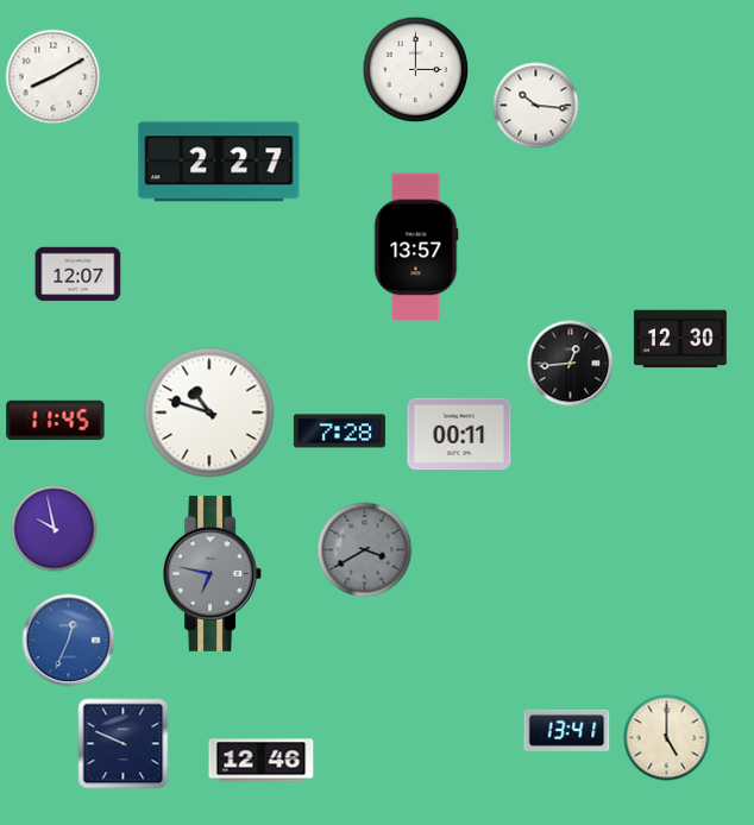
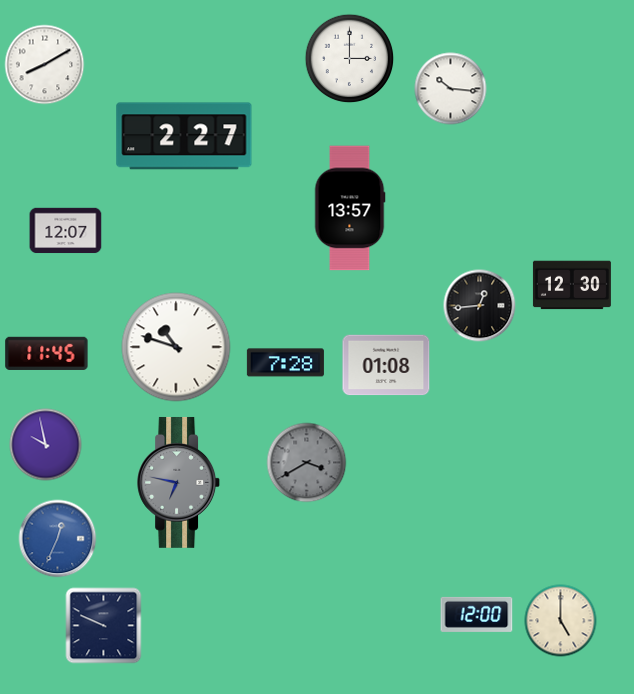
clock at (459, 434): 00:11 -> 01:08
clock at (567, 730): 13:41 -> 12:00
clock at (262, 761): 12:46 -> none
